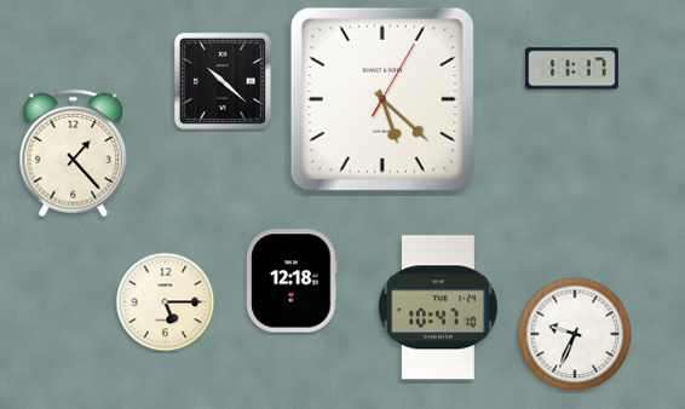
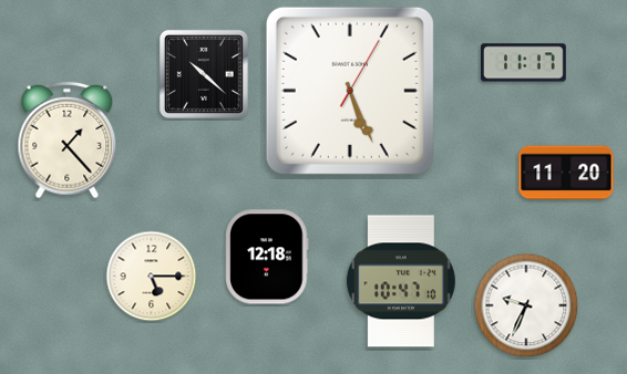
clock at (382, 99): 5:22 -> 5:26
clock at (566, 173): none -> 11:20
